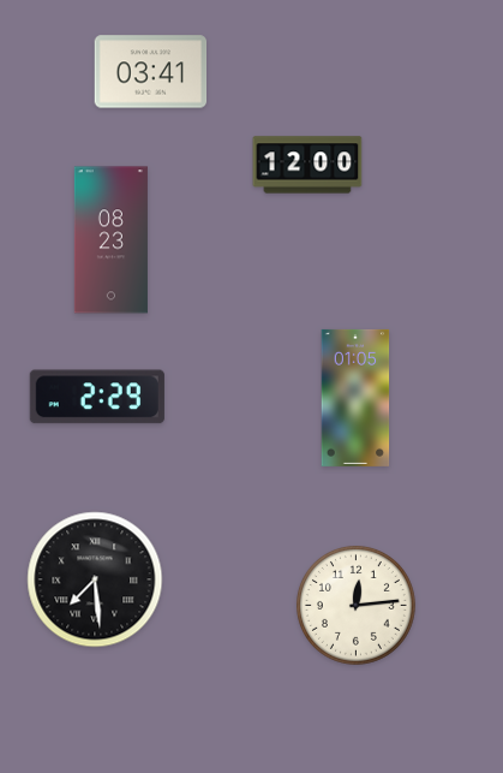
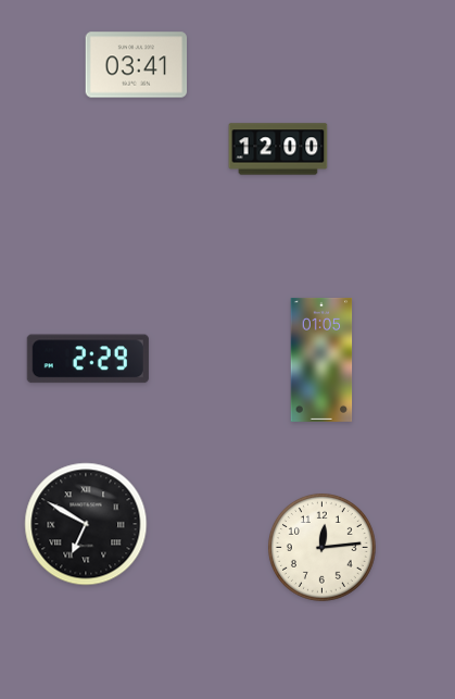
clock at (110, 240): 08:23 -> none
clock at (95, 579): 7:29 -> 6:50
